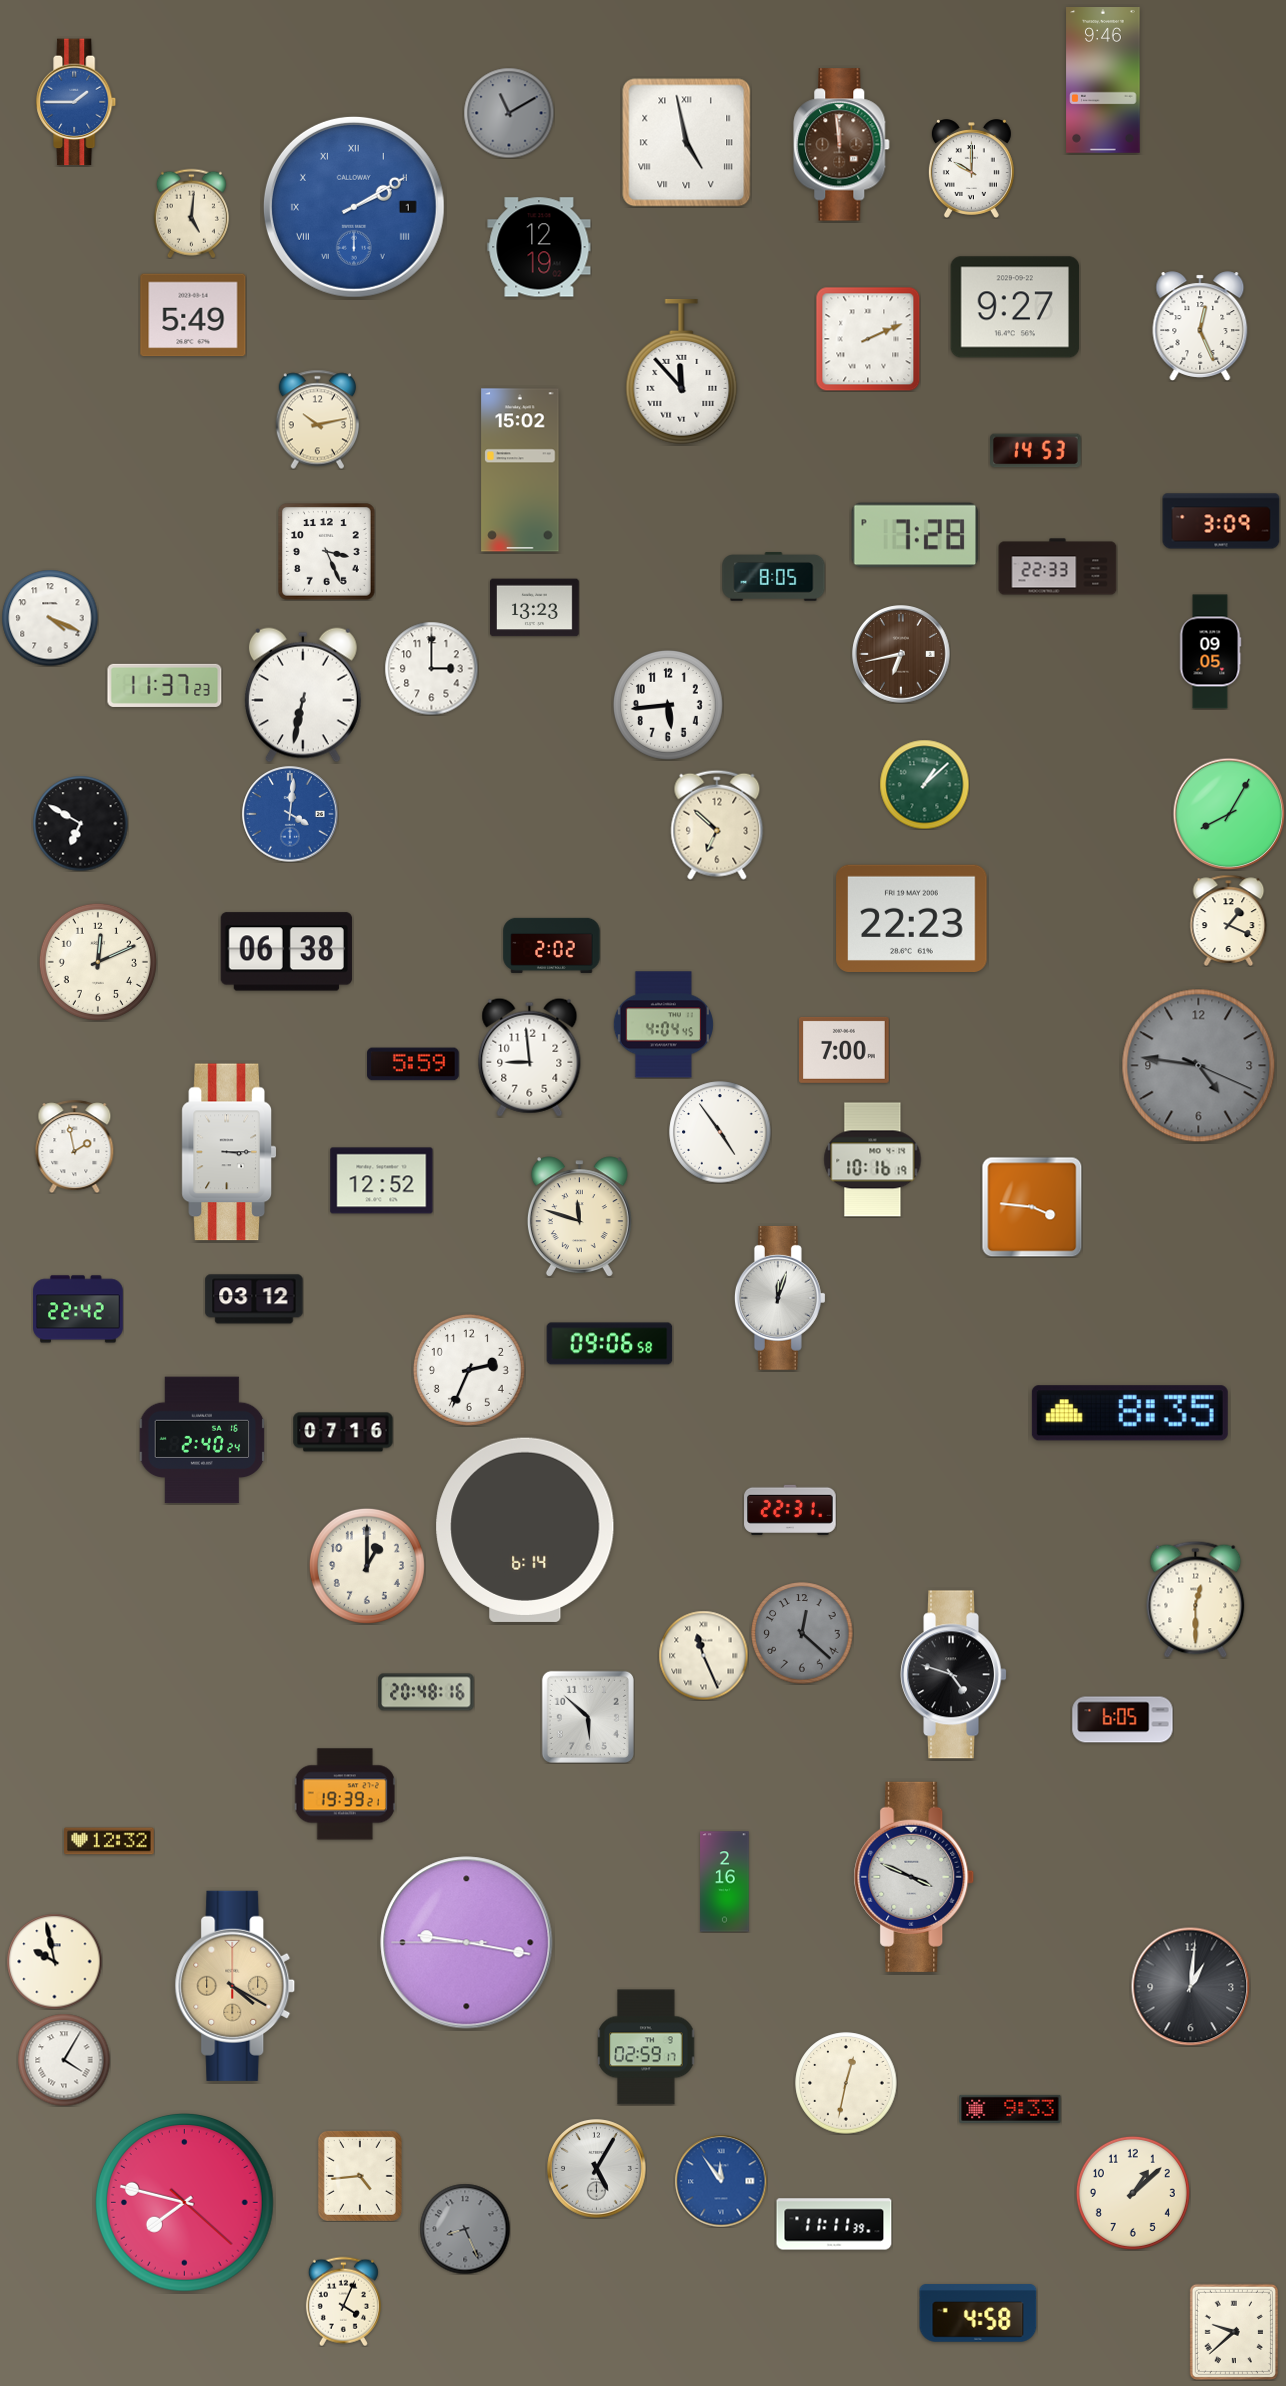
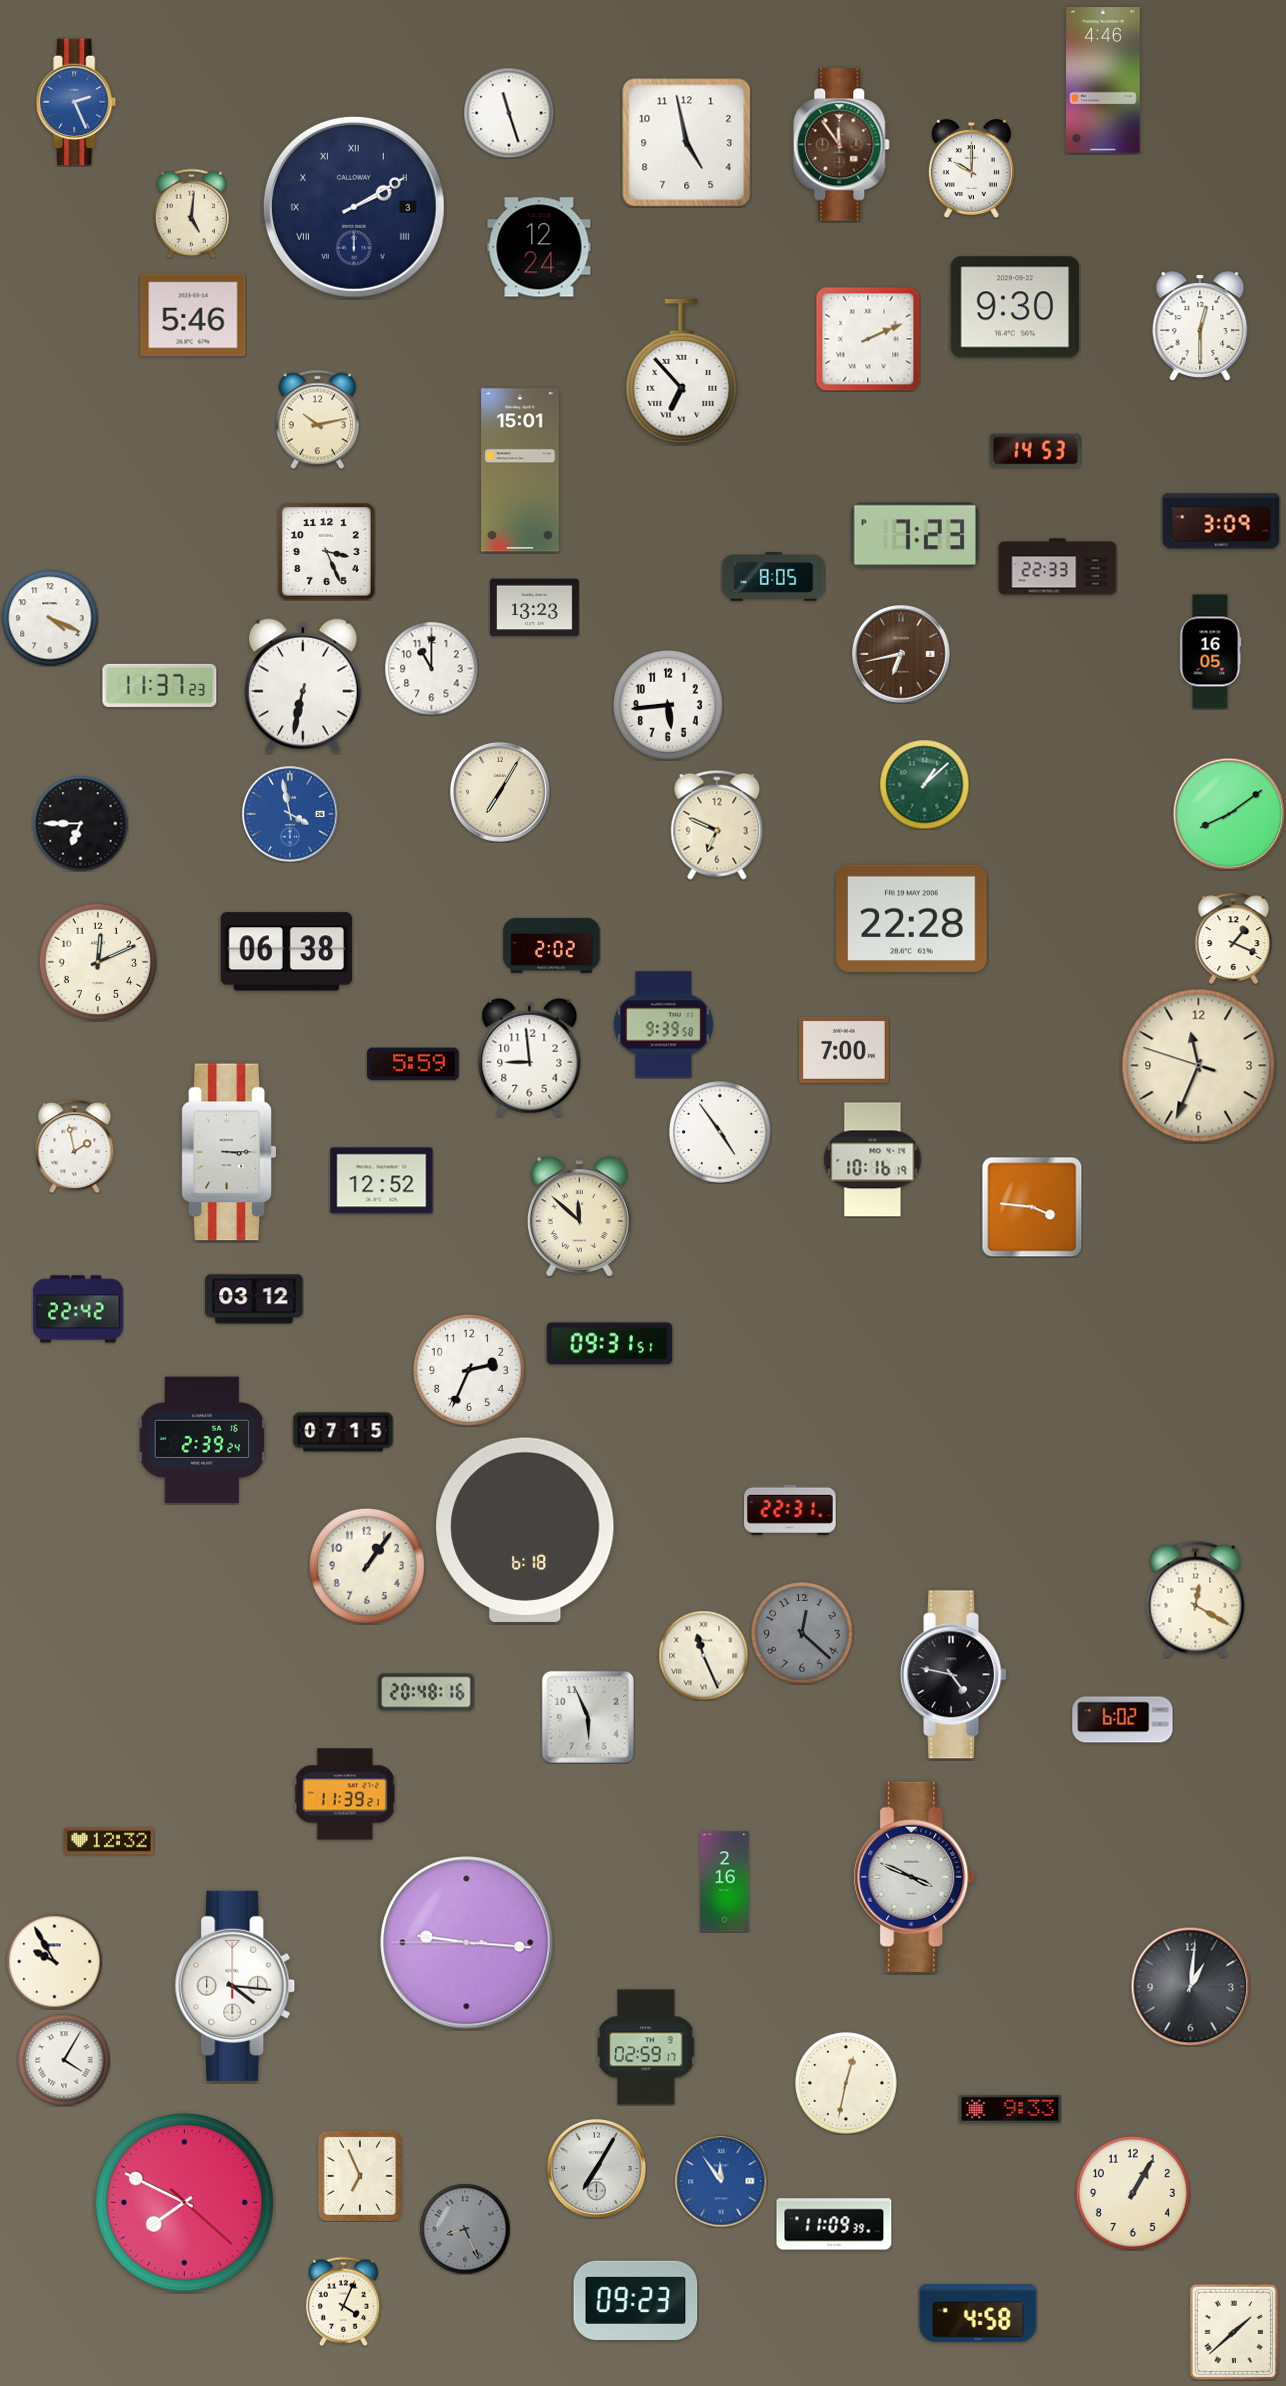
clock at (1103, 81): 9:46 -> 4:46
clock at (77, 102): 1:45 -> 2:26
clock at (509, 113): 11:10 -> 11:27
clock at (509, 113) dial: grey -> white
clock at (687, 143) numerals: Roman -> Arabic
clock at (842, 145): 11:59 -> 11:54
clock at (354, 207) date: 1 -> 3
clock at (354, 207) dial: blue -> navy
clock at (539, 247): 12:19 -> 12:24
clock at (1015, 307): 9:27 -> 9:30
clock at (193, 315): 5:49 -> 5:46
clock at (1200, 326): 12:26 -> 12:30
clock at (682, 371): 11:53 -> 6:53
clock at (520, 470): 15:02 -> 15:01
clock at (915, 535): 7:28 -> 7:23
clock at (1210, 652): 09:05 -> 16:05
clock at (431, 668): 3:00 -> 11:00
clock at (165, 685) position: (165, 685) -> (160, 685)
clock at (303, 695) position: (303, 695) -> (303, 686)
clock at (500, 792): none -> 7:05
clock at (290, 814): 4:01 -> 3:58
clock at (1229, 814): 8:05 -> 8:09
clock at (80, 823): 6:50 -> 6:45
clock at (717, 825): 6:52 -> 6:49
clock at (912, 918): 22:23 -> 22:28
clock at (1229, 920) position: (1229, 920) -> (1234, 938)
clock at (663, 1025): 4:04 -> 9:39
clock at (1199, 1066): 4:46 -> 11:33
clock at (1199, 1066) dial: grey -> cream
clock at (579, 1217): 11:48 -> 11:52
clock at (780, 1298): 12:03 -> none
clock at (610, 1344): 09:06 -> 09:31
clock at (1130, 1413): 8:35 -> none
clock at (343, 1432): 07:16 -> 07:15
clock at (202, 1440): 2:40 -> 2:39
clock at (525, 1530): 6:14 -> 6:18
clock at (367, 1566): 1:00 -> 1:06
clock at (1196, 1599): 12:30 -> 12:20
clock at (953, 1675): 4:48 -> 4:47
clock at (588, 1717): 5:52 -> 5:56
clock at (1123, 1720): 6:05 -> 6:02
clock at (345, 1794): 19:39 -> 11:39
clock at (467, 1943): 9:16 -> 9:15
clock at (54, 1961): 9:58 -> 9:55
clock at (235, 1986): 4:20 -> 4:16
clock at (235, 1986) dial: champagne -> white
clock at (597, 2169): 5:05 -> 7:05
clock at (360, 2176): 4:44 -> 6:56
clock at (1133, 2193): 1:08 -> 1:05
clock at (185, 2203): 7:47 -> 7:49
clock at (834, 2224): 11:11 -> 11:09
clock at (636, 2300): none -> 09:23
clock at (1234, 2332): 9:38 -> 1:38
